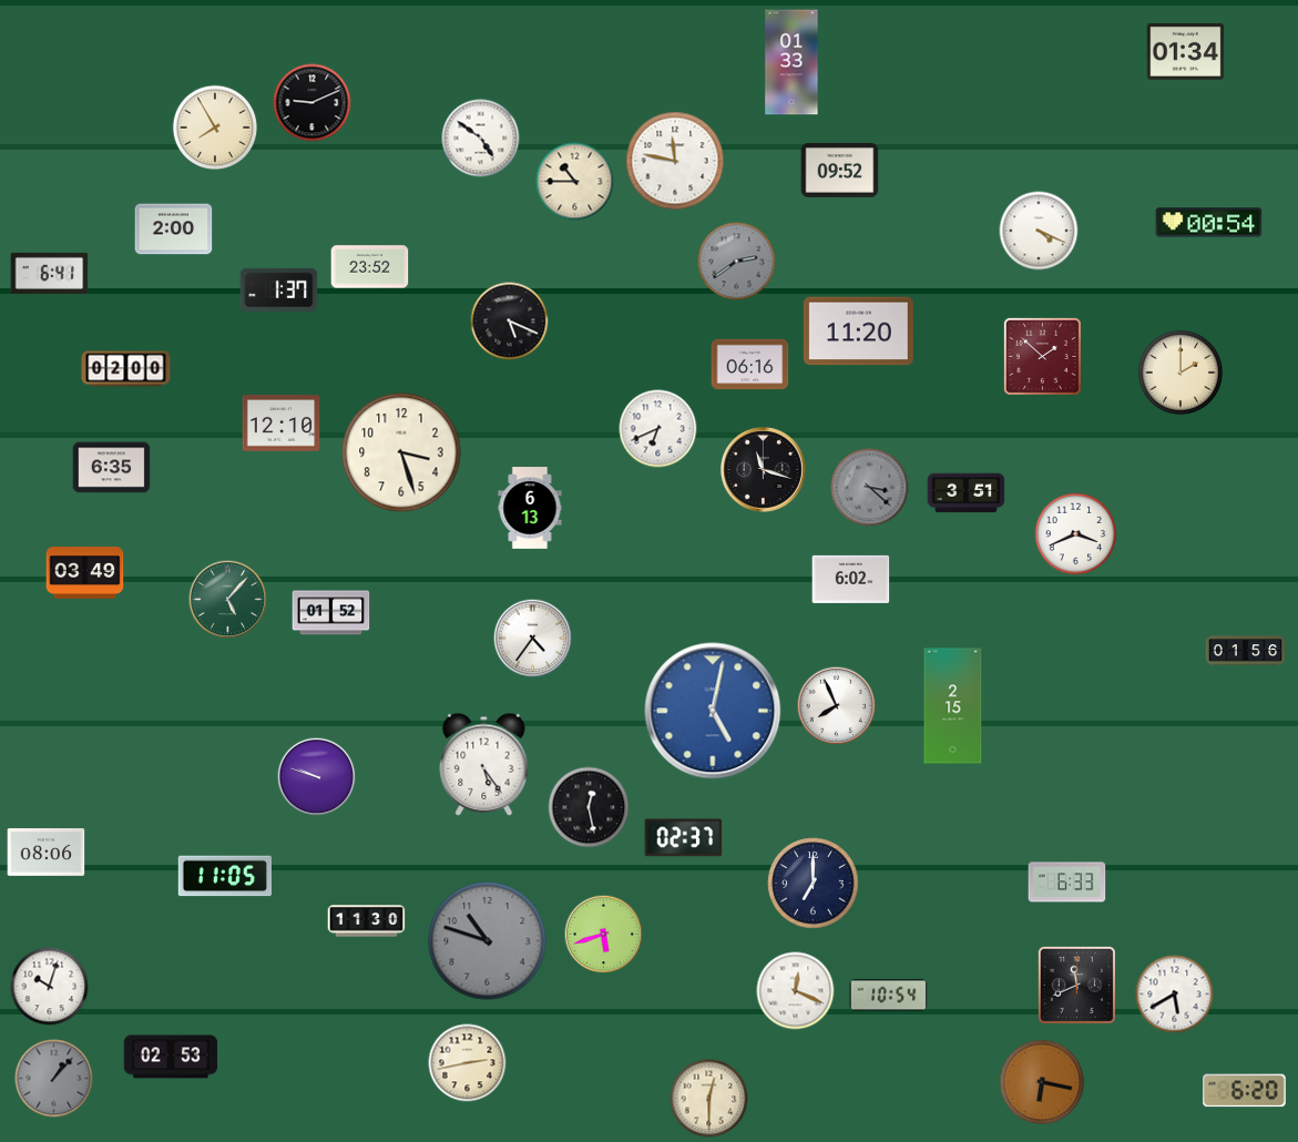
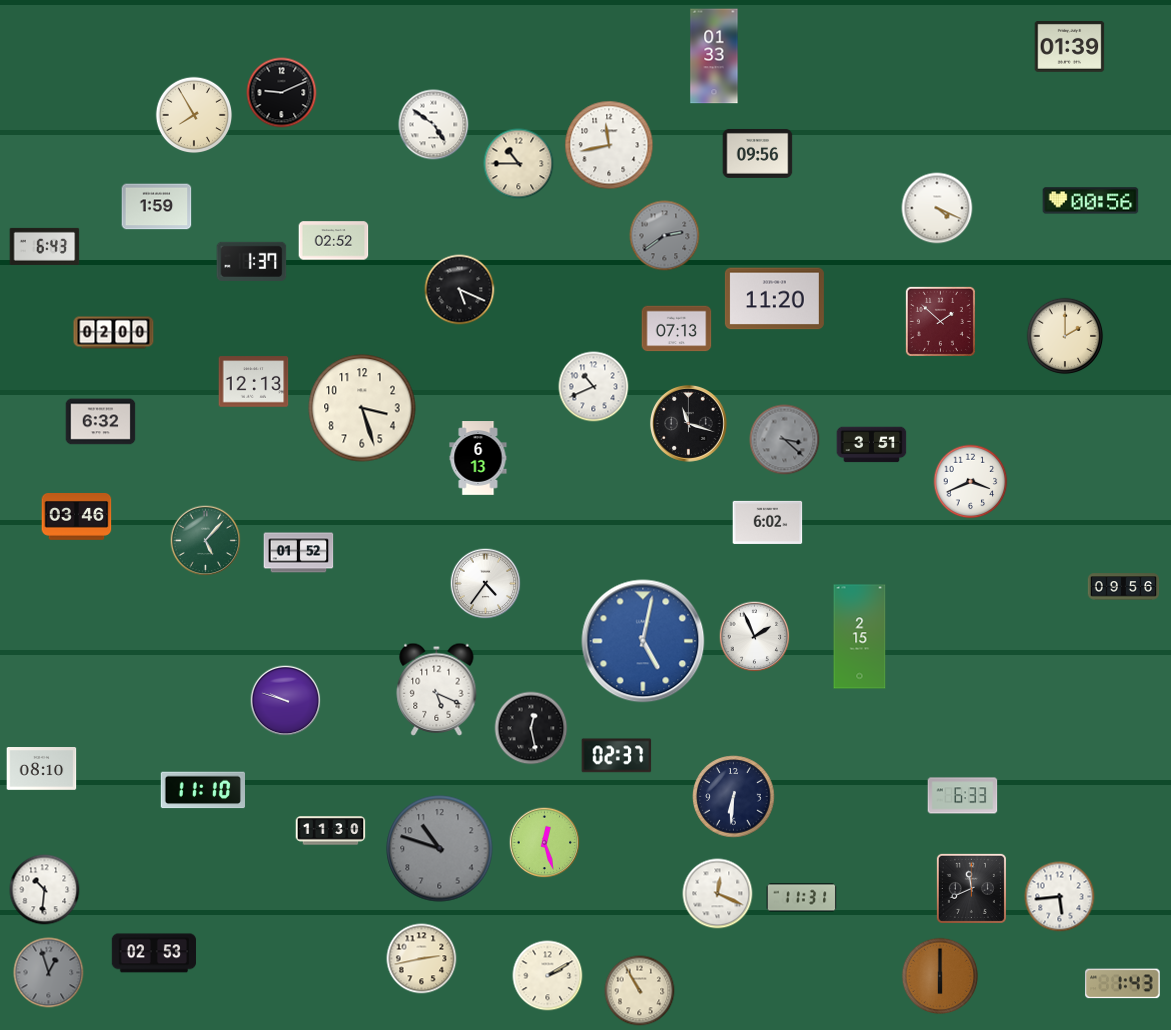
clock at (1186, 51): 01:34 -> 01:39
clock at (675, 161): 11:47 -> 11:43
clock at (840, 170): 09:52 -> 09:56
clock at (1209, 223): 00:54 -> 00:56
clock at (174, 230): 2:00 -> 1:59
clock at (370, 267): 23:52 -> 02:52
clock at (50, 273): 6:41 -> 6:43
clock at (750, 365): 06:16 -> 07:13
clock at (282, 424): 12:10 -> 12:13
clock at (658, 429): 6:41 -> 10:41
clock at (112, 468): 6:35 -> 6:32
clock at (85, 573): 03:49 -> 03:46
clock at (533, 639) position: (533, 639) -> (486, 584)
clock at (1246, 651): 01:56 -> 09:56
clock at (837, 706): 7:56 -> 1:56
clock at (484, 764): 5:24 -> 5:19
clock at (47, 853): 08:06 -> 08:10
clock at (224, 876): 11:05 -> 11:10
clock at (814, 884): 7:00 -> 6:31
clock at (604, 935): 5:42 -> 12:27
clock at (50, 987): 10:03 -> 10:31
clock at (1175, 995): 5:40 -> 5:44
clock at (889, 996): 10:54 -> 11:31
clock at (54, 1079): 1:07 -> 12:57
clock at (548, 976): none -> 2:10
clock at (1042, 1082): 6:17 -> 6:00
clock at (1245, 1091): 6:20 -> 1:43
clock at (709, 1099): 12:30 -> 10:55
